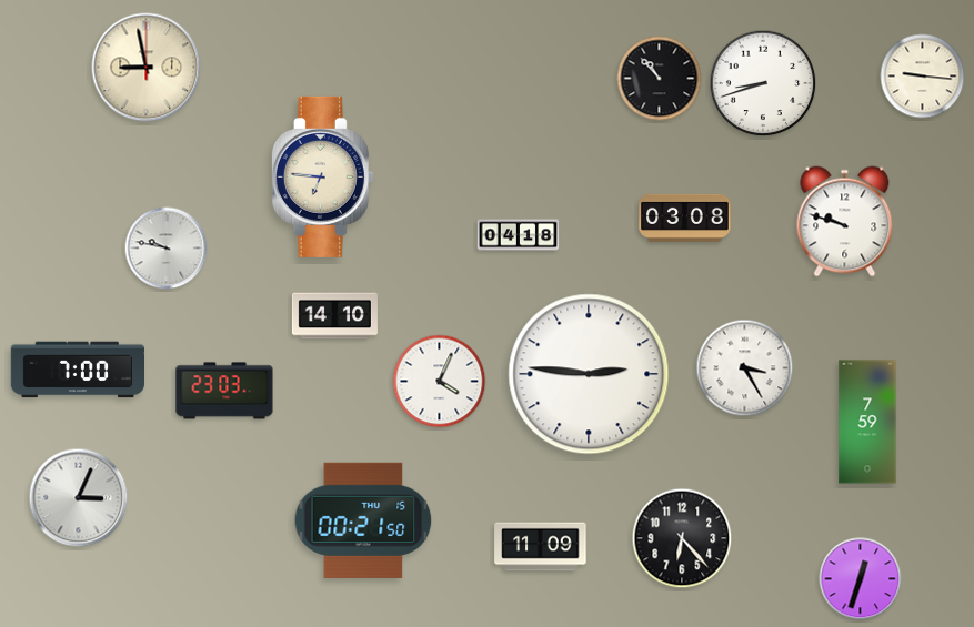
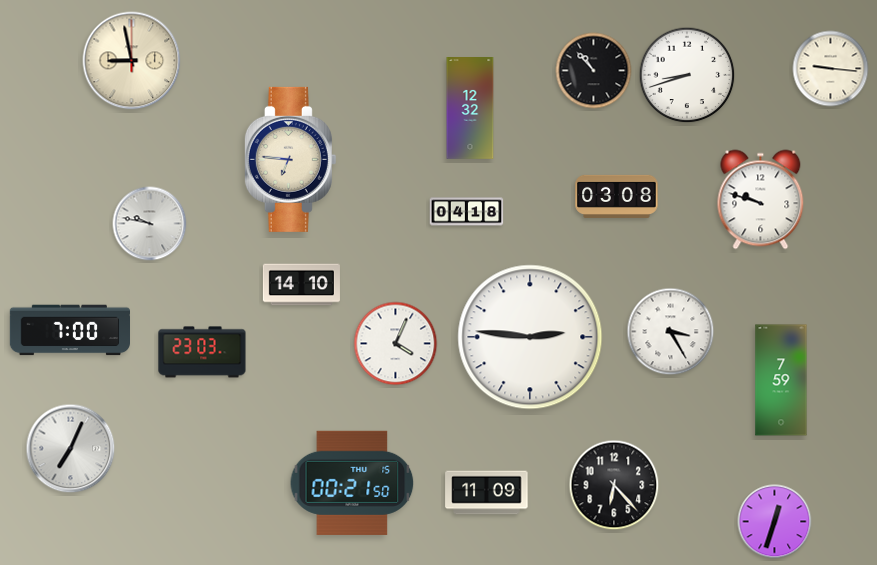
clock at (470, 109): none -> 12:32
clock at (77, 370) position: (77, 370) -> (69, 330)
clock at (79, 498): 3:04 -> 7:04
clock at (363, 520) position: (363, 520) -> (352, 483)
